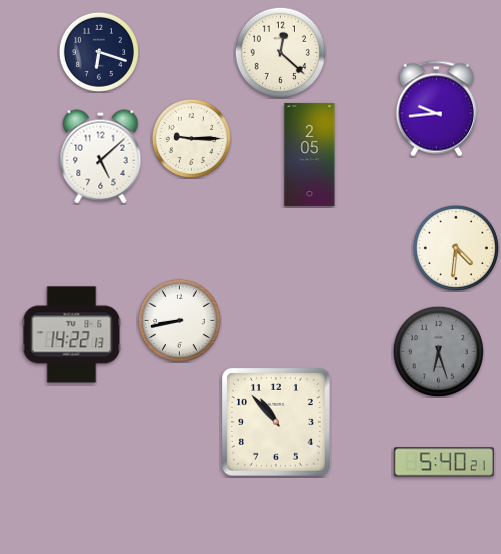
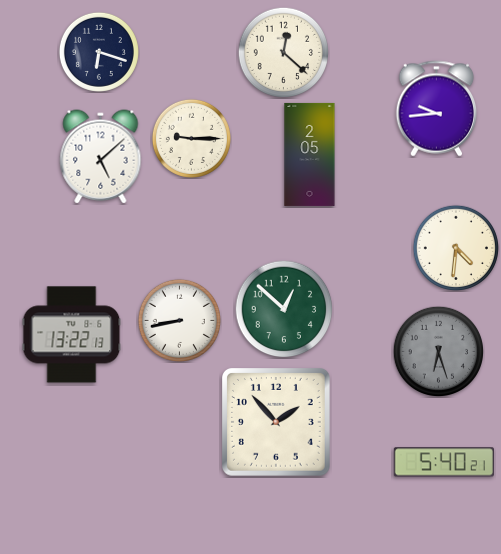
clock at (280, 52) position: (280, 52) -> (283, 52)
clock at (284, 309): none -> 12:52
clock at (72, 335): 14:22 -> 13:22
clock at (277, 423): 10:53 -> 1:53
